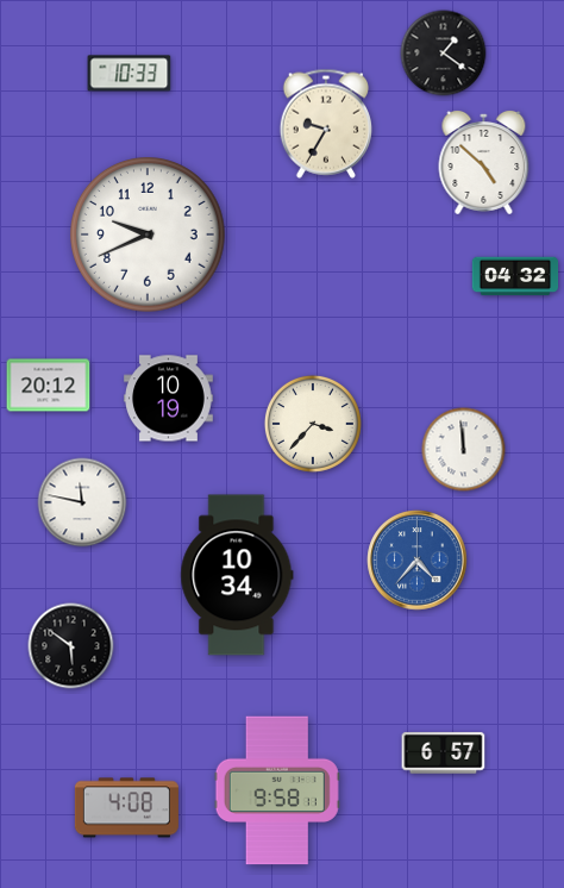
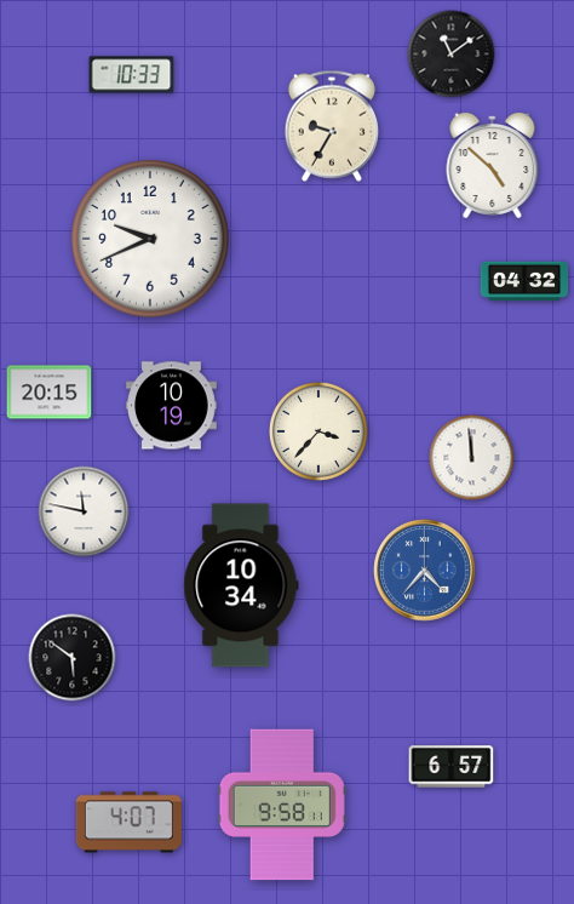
clock at (444, 54): 1:21 -> 11:09
clock at (49, 386): 20:12 -> 20:15
clock at (126, 808): 4:08 -> 4:07
